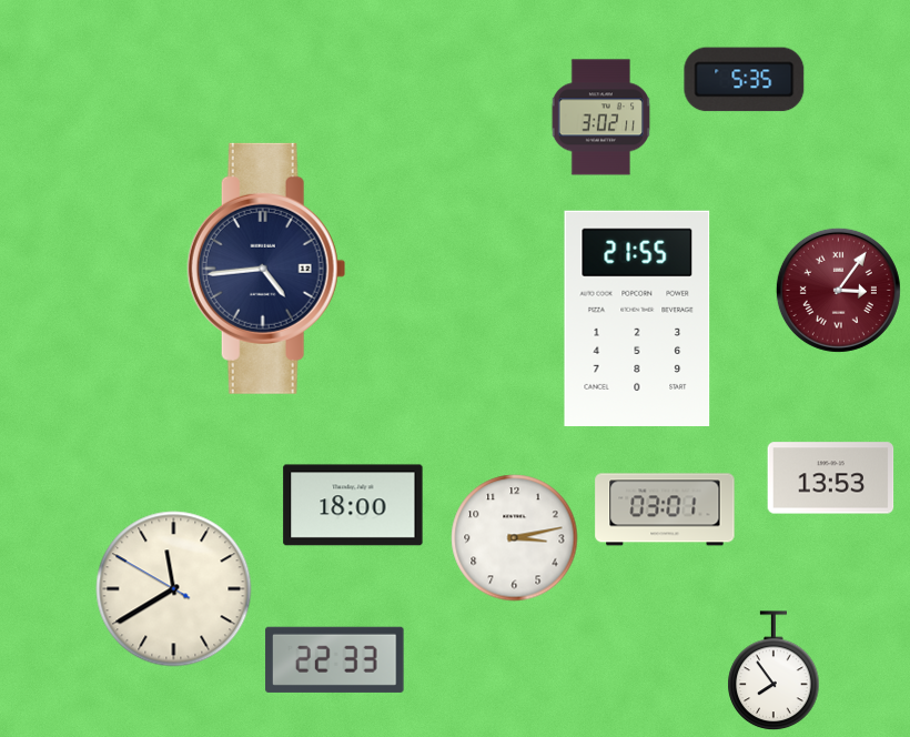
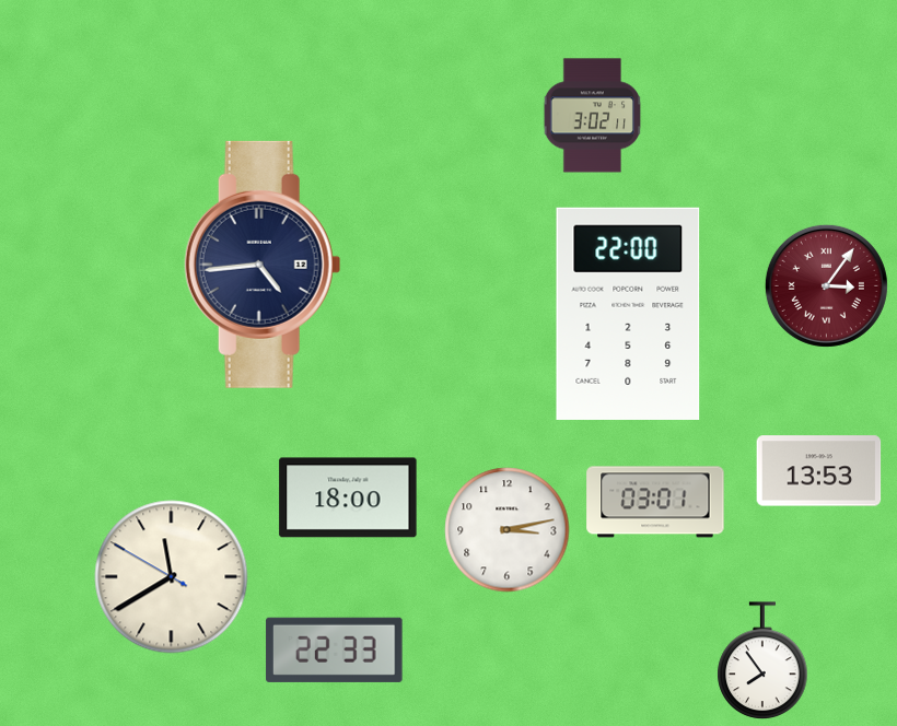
clock at (745, 80): 5:35 -> none
clock at (637, 319): 21:55 -> 22:00
clock at (174, 589) position: (174, 589) -> (172, 577)
clock at (335, 659) position: (335, 659) -> (335, 649)
